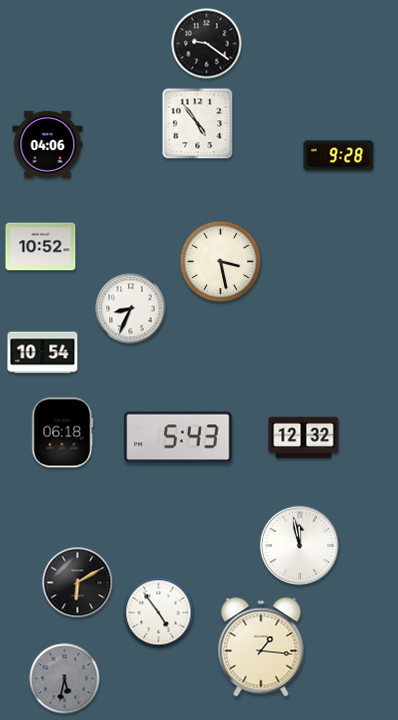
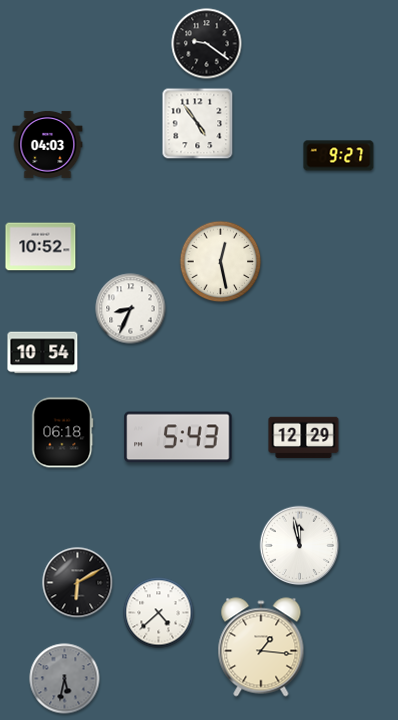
clock at (48, 144): 04:06 -> 04:03
clock at (339, 156): 9:28 -> 9:27
clock at (221, 262): 3:28 -> 12:28
clock at (304, 438): 12:32 -> 12:29
clock at (159, 613): 4:54 -> 4:38
